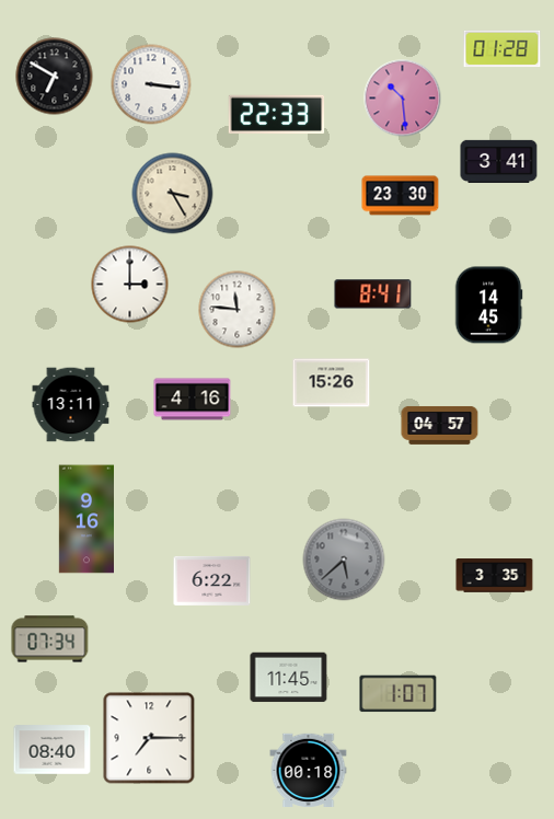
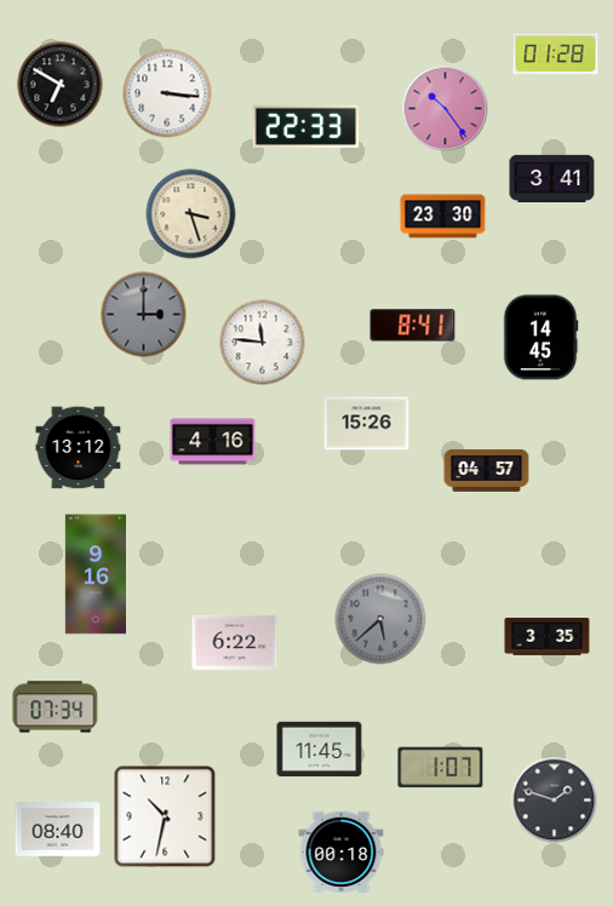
clock at (403, 99): 10:29 -> 10:24
clock at (173, 194): 3:25 -> 3:27
clock at (130, 285) dial: white -> grey
clock at (71, 405): 13:11 -> 13:12
clock at (555, 801): none -> 1:48
clock at (149, 738): 7:15 -> 10:32
